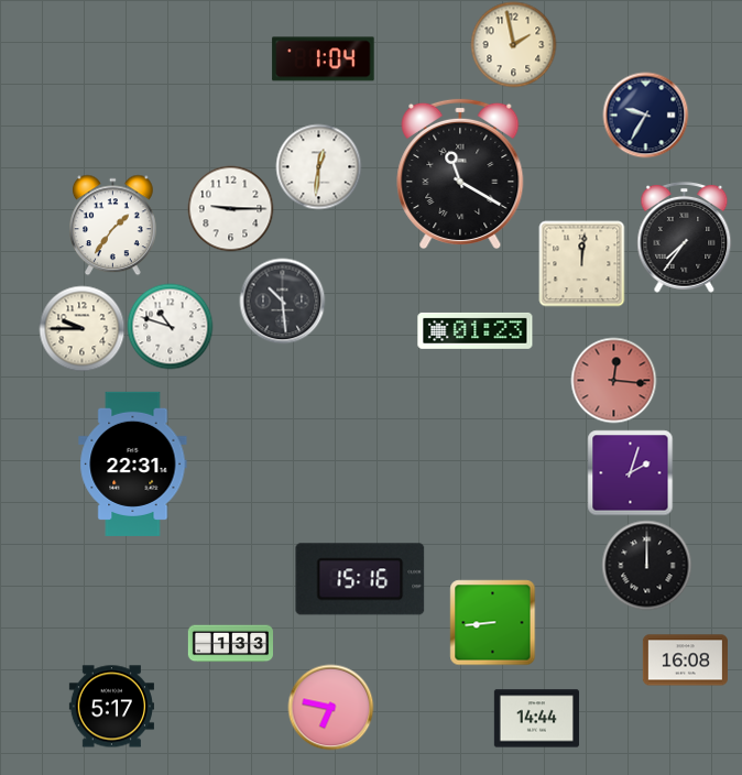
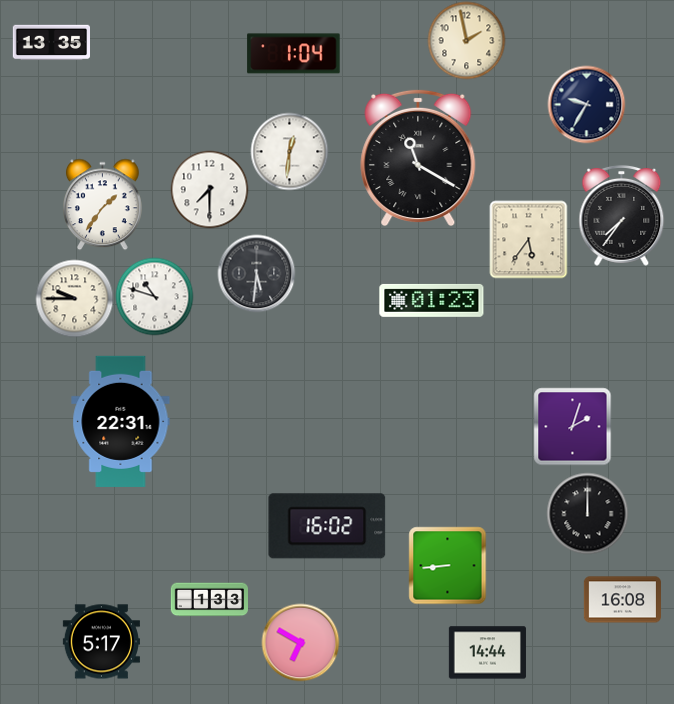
clock at (51, 43): none -> 13:35
clock at (230, 208): 9:15 -> 7:30
clock at (581, 263): 12:01 -> 5:36
clock at (282, 301): 10:29 -> 5:31
clock at (613, 380): 12:16 -> none
clock at (630, 472) position: (630, 472) -> (572, 426)
clock at (360, 579): 15:16 -> 16:02
clock at (230, 644) position: (230, 644) -> (209, 600)
clock at (330, 707): 6:47 -> 6:50
